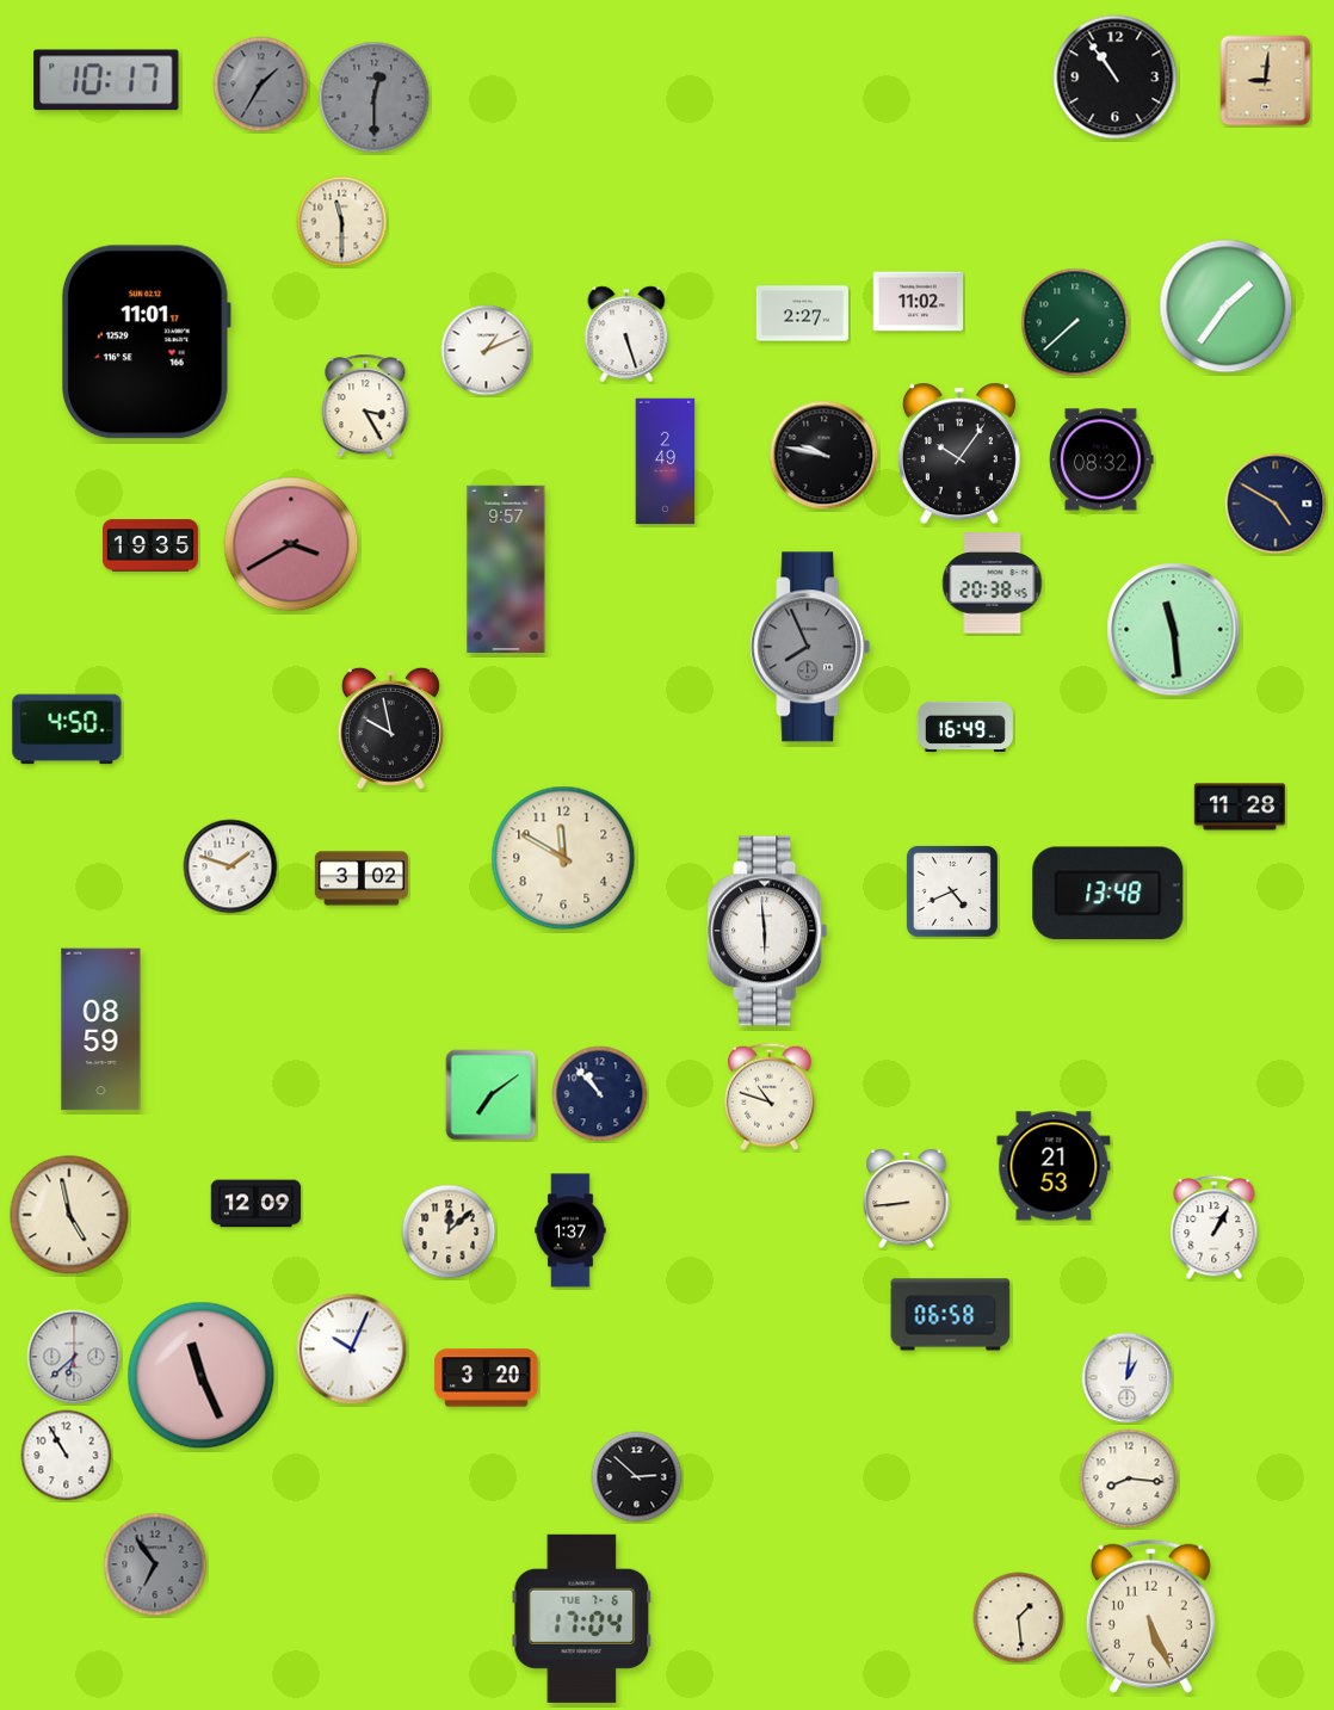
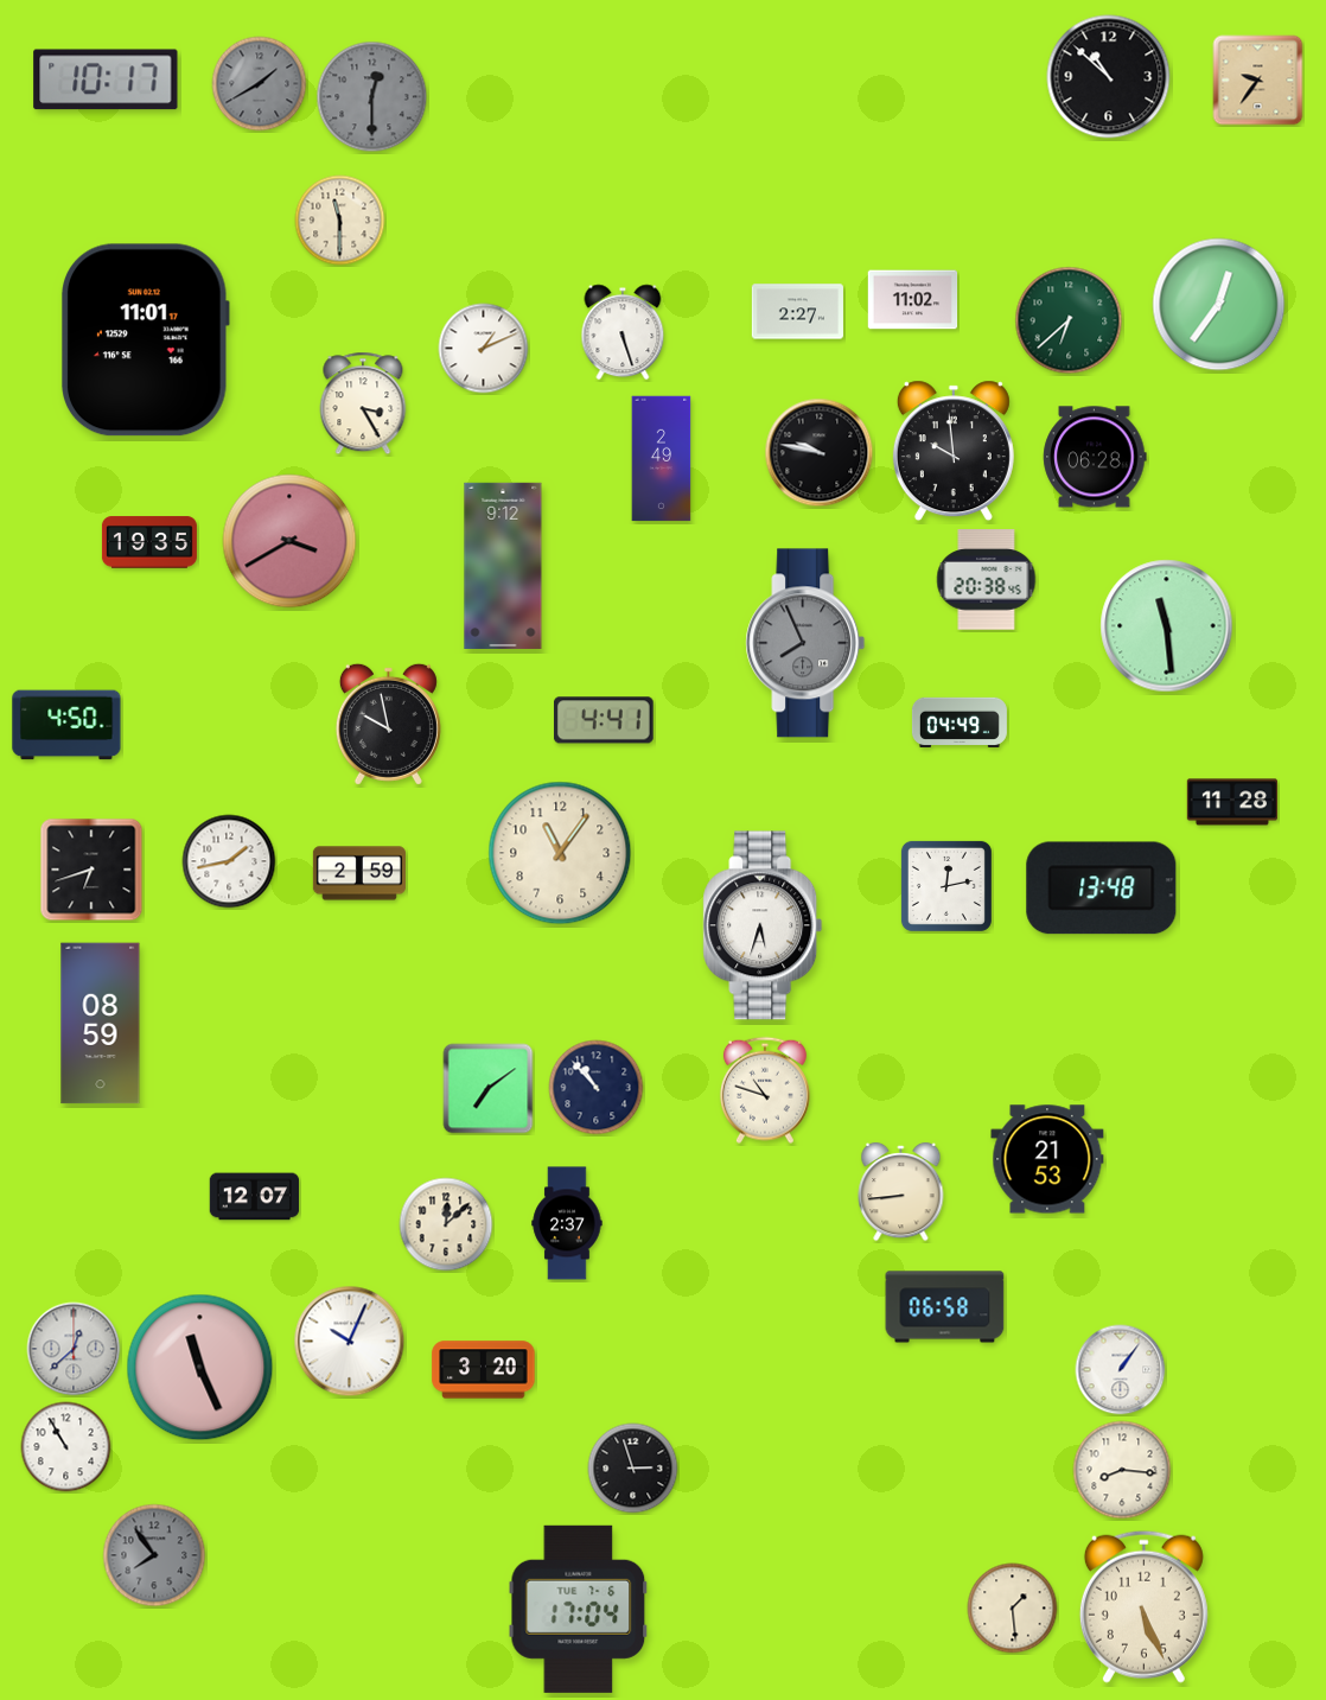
clock at (1116, 78): 10:54 -> 10:52
clock at (1266, 81): 9:01 -> 9:36
clock at (261, 85): 1:35 -> 1:40
clock at (1227, 307): 1:36 -> 12:36
clock at (1075, 322): 7:38 -> 6:38
clock at (959, 453): 10:06 -> 9:59
clock at (1101, 459): 08:32 -> 06:28
clock at (1276, 504): 4:50 -> none
clock at (506, 569): 9:57 -> 9:12
clock at (605, 720): none -> 4:41
clock at (965, 727): 16:49 -> 04:49
clock at (563, 858): 11:50 -> 11:06
clock at (230, 866): 1:48 -> 1:43
clock at (91, 870): none -> 6:42
clock at (362, 878): 3:02 -> 2:59
clock at (952, 891): 4:41 -> 12:13
clock at (767, 931): 5:59 -> 5:33
clock at (257, 1204): 12:09 -> 12:07
clock at (69, 1215): 4:58 -> none
clock at (1215, 1228): 1:05 -> none
clock at (570, 1230): 1:37 -> 2:37
clock at (74, 1357): 6:38 -> 12:38
clock at (1128, 1378): 1:01 -> 1:06
clock at (637, 1477): 2:52 -> 2:57
clock at (155, 1564): 6:54 -> 7:54
